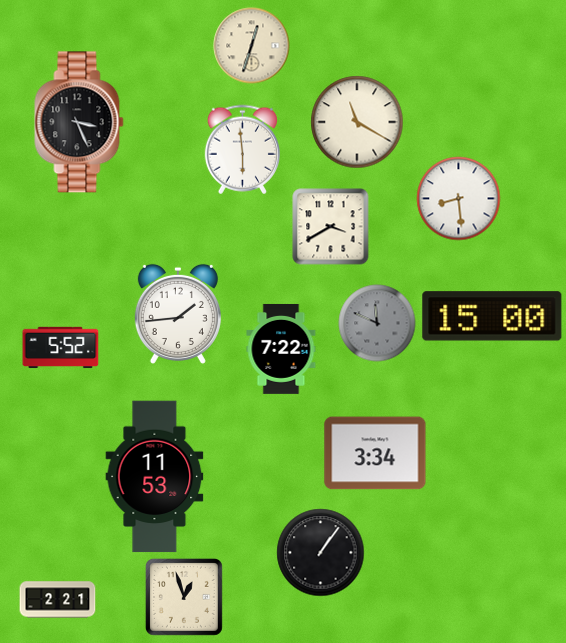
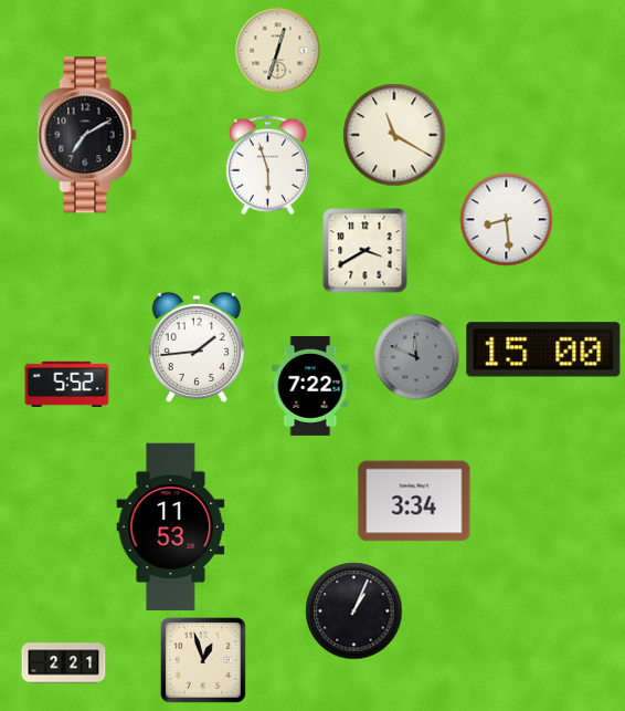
clock at (79, 122): 3:26 -> 7:10
clock at (242, 150): 5:59 -> 5:57
clock at (321, 553): 1:06 -> 1:04
